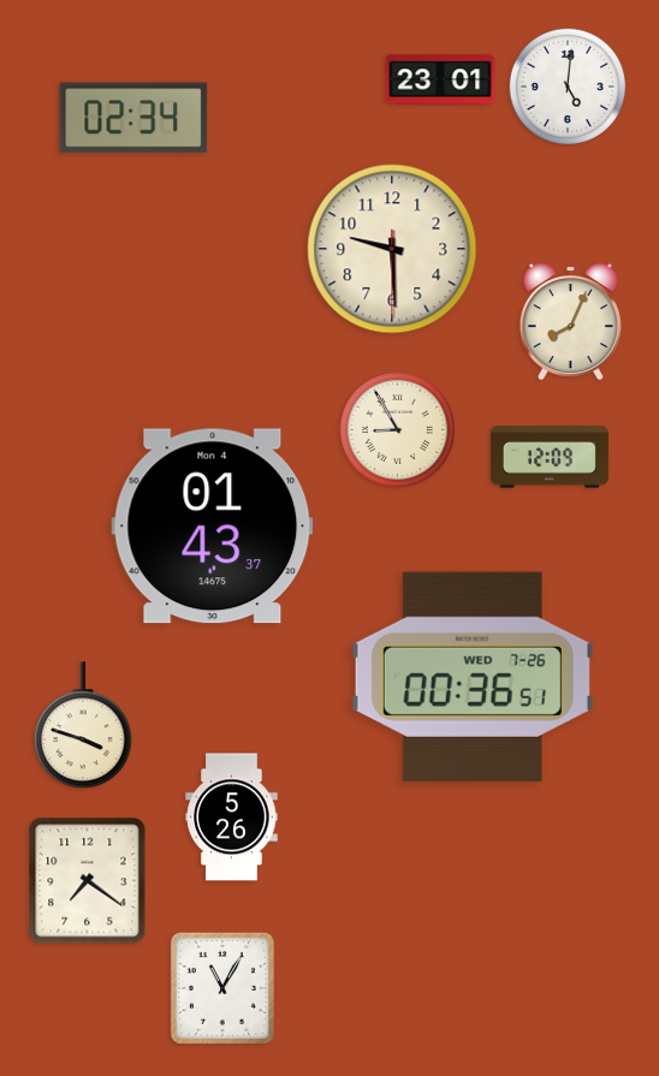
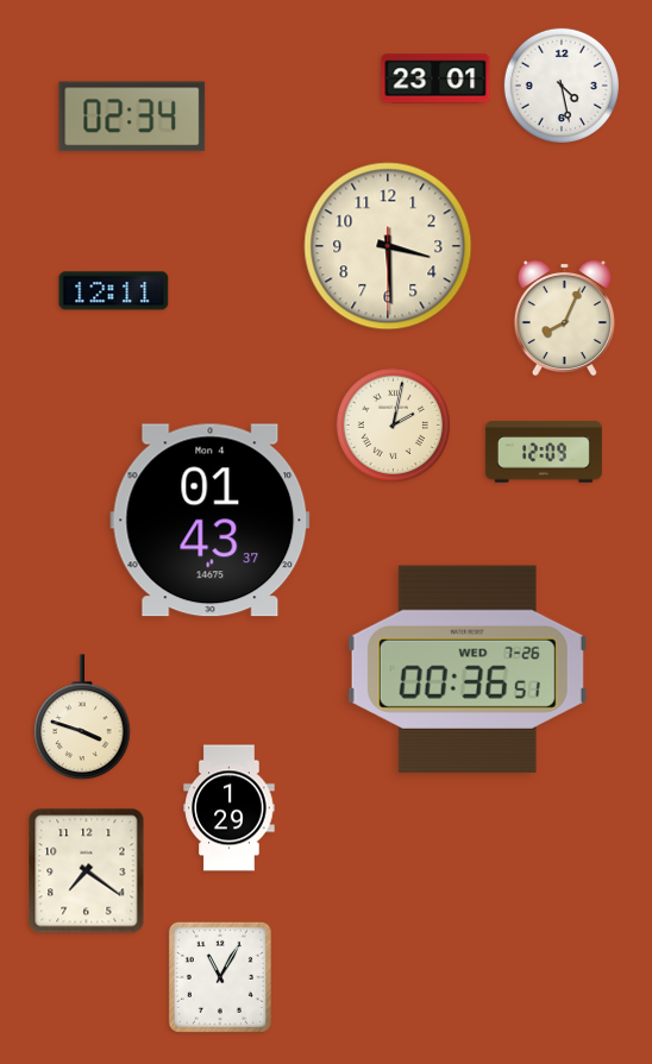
clock at (568, 87): 5:01 -> 4:28
clock at (392, 249): 9:29 -> 3:29
clock at (114, 291): none -> 12:11
clock at (397, 429): 8:55 -> 2:02
clock at (232, 818): 5:26 -> 1:29
